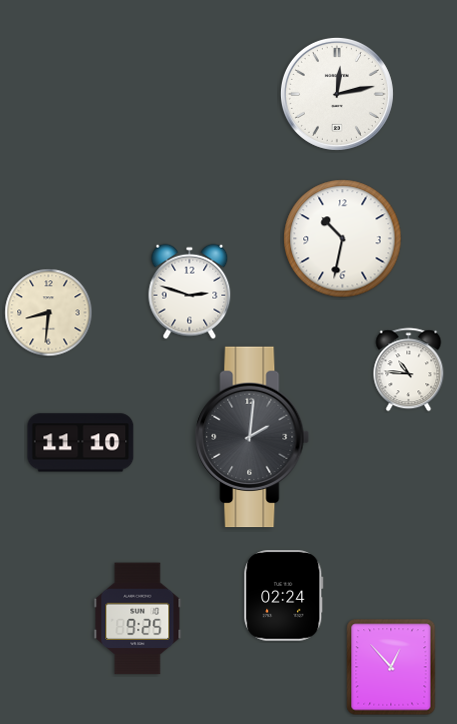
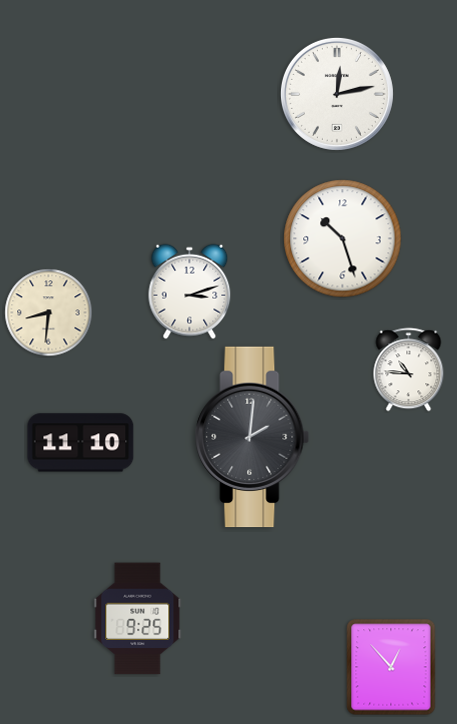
clock at (343, 239): 10:32 -> 10:27
clock at (190, 292): 2:48 -> 3:12
clock at (284, 596): 02:24 -> none
